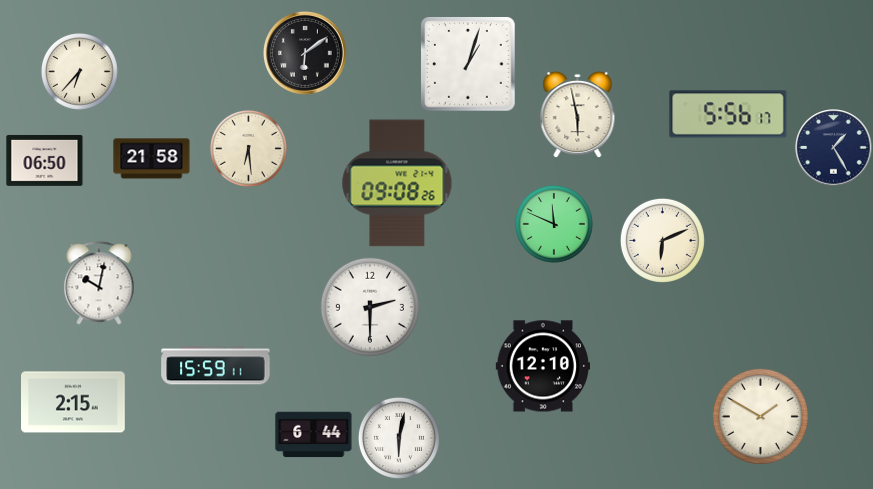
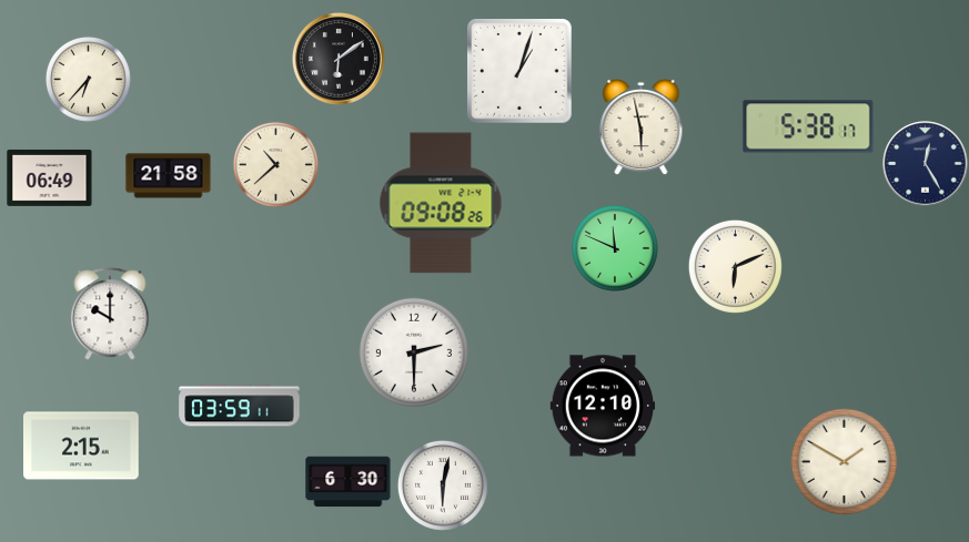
clock at (728, 114): 5:56 -> 5:38
clock at (248, 148): 6:29 -> 10:38
clock at (834, 148): 1:25 -> 12:25
clock at (45, 160): 06:50 -> 06:49
clock at (99, 283): 10:02 -> 10:00
clock at (370, 307) position: (370, 307) -> (414, 352)
clock at (216, 366): 15:59 -> 03:59
clock at (314, 435): 6:44 -> 6:30
